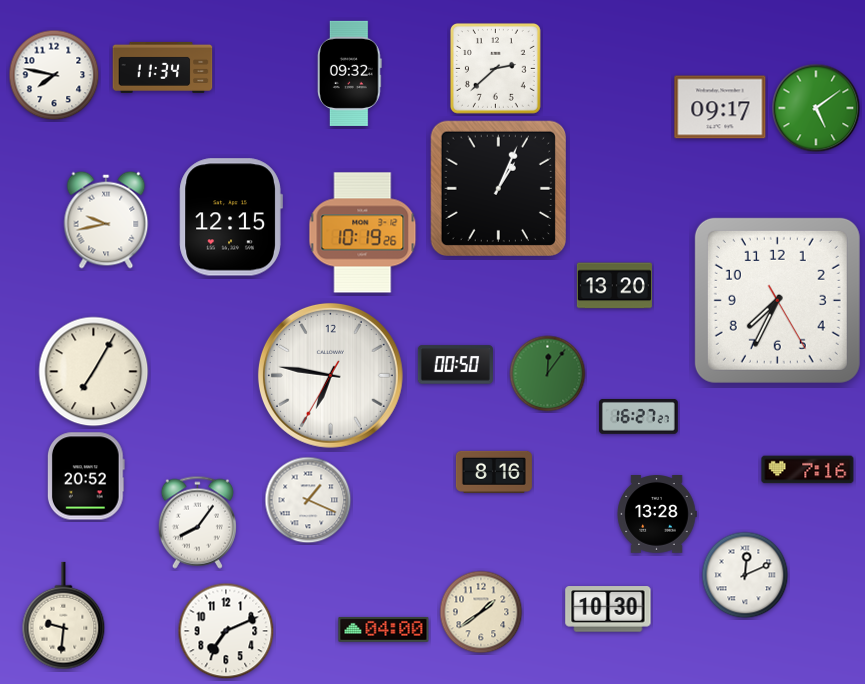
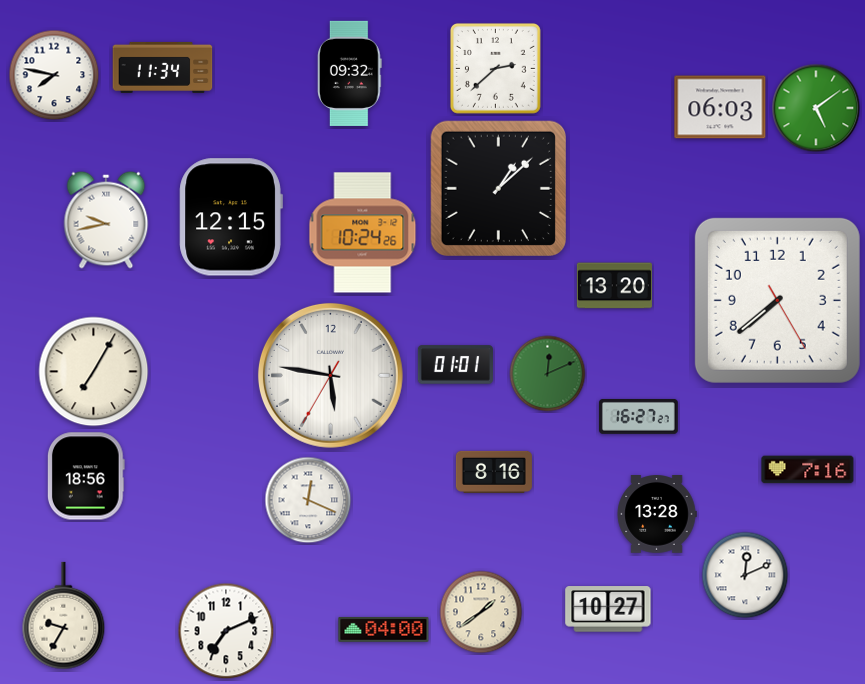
clock at (720, 107): 09:17 -> 06:03
clock at (498, 188): 1:04 -> 1:08
clock at (363, 233): 10:19 -> 10:24
clock at (777, 300): 7:34 -> 7:38
clock at (455, 365): 00:50 -> 01:01
clock at (548, 374): 12:06 -> 12:11
clock at (330, 375): 6:46 -> 5:46
clock at (86, 476): 20:52 -> 18:56
clock at (308, 500): 1:19 -> 12:19
clock at (197, 522): 8:06 -> none
clock at (608, 609): 10:30 -> 10:27
clock at (64, 616): 9:31 -> 9:35
